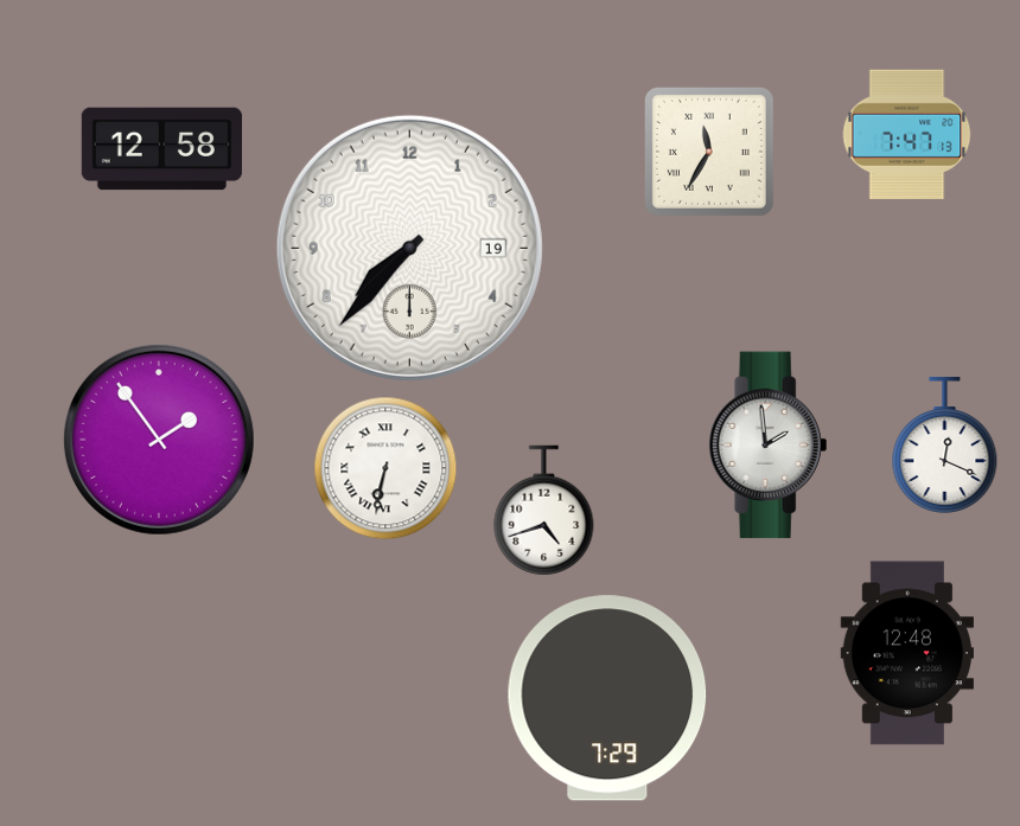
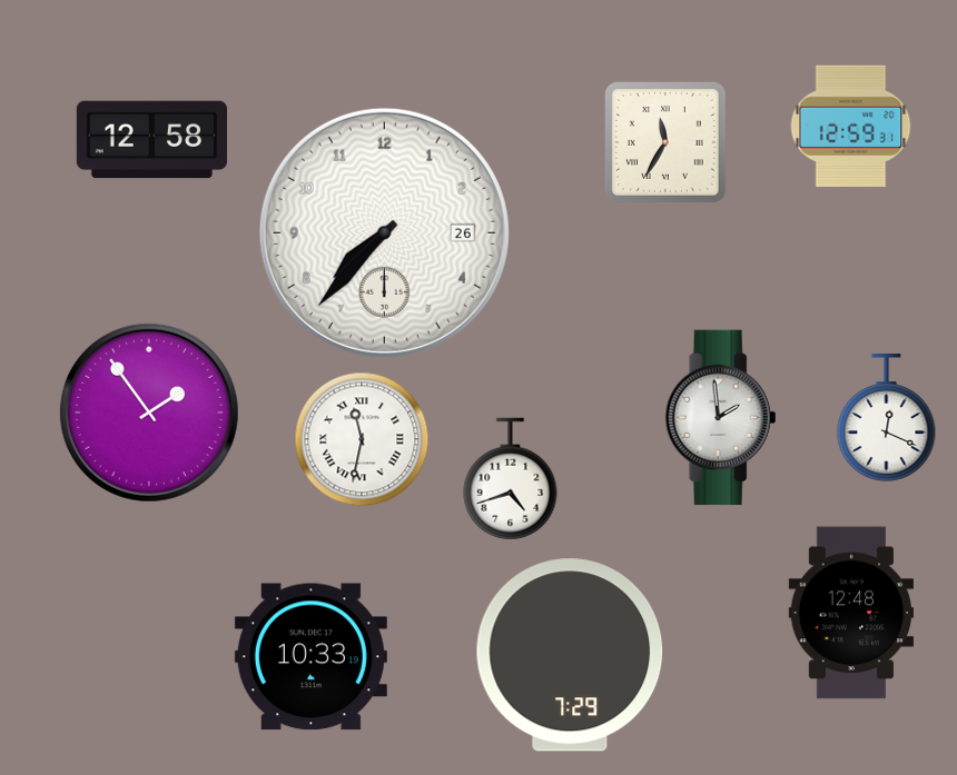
clock at (907, 134): 7:47 -> 12:59
clock at (409, 248) date: 19 -> 26
clock at (385, 468): 6:32 -> 11:32
clock at (310, 657): none -> 10:33
